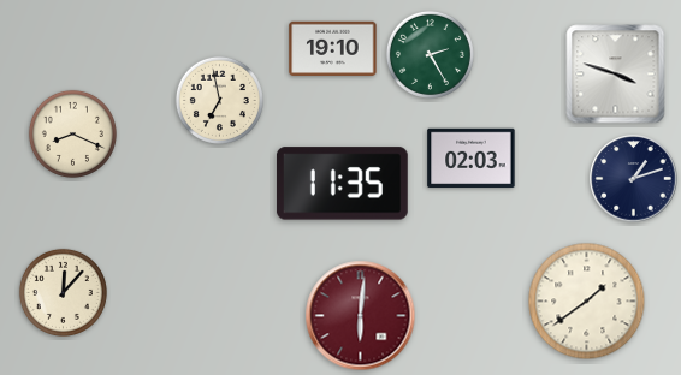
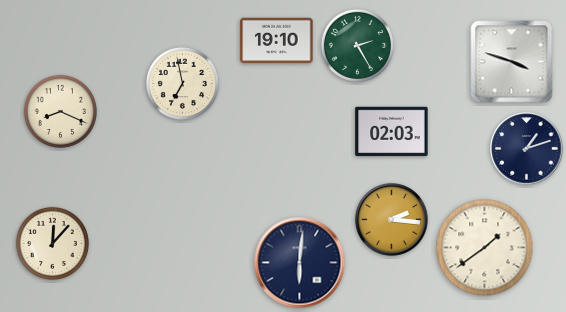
clock at (343, 184): 11:35 -> none
clock at (392, 220): none -> 2:16
clock at (587, 302) position: (587, 302) -> (485, 248)
clock at (361, 316) dial: burgundy -> navy
